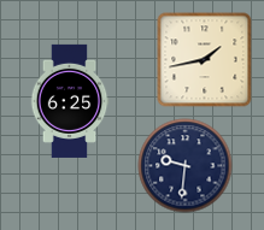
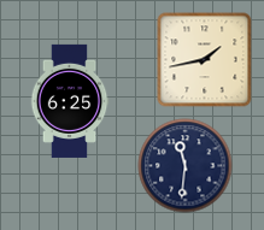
clock at (184, 165): 9:31 -> 11:31
